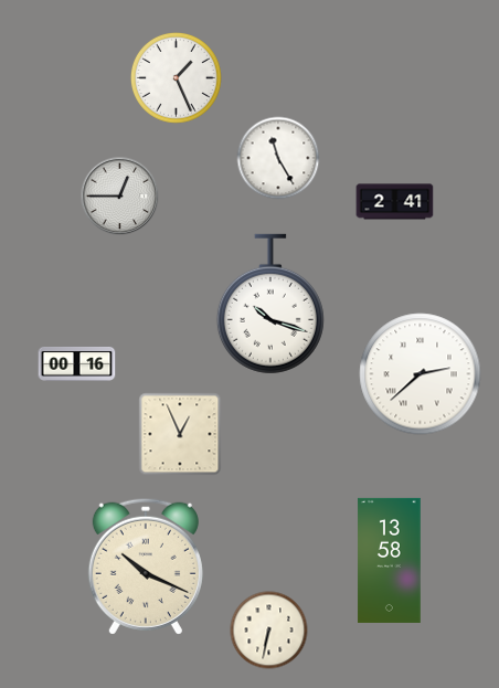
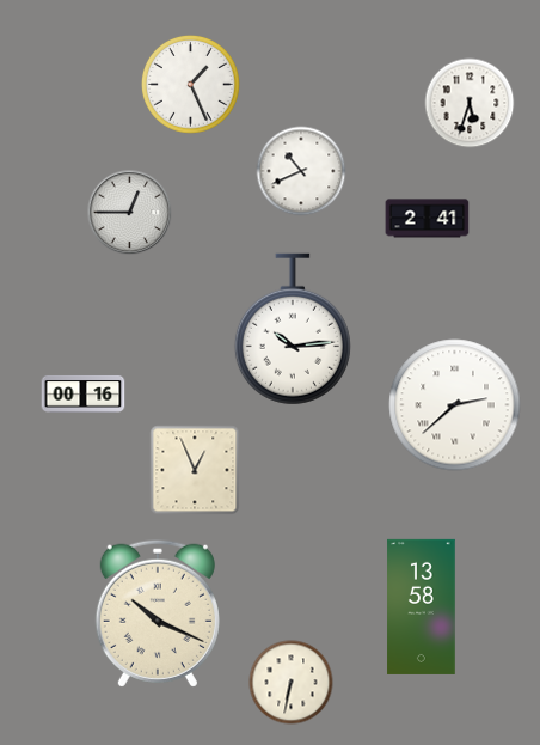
clock at (470, 103): none -> 5:33
clock at (278, 158): 11:25 -> 10:41
clock at (270, 304): 10:18 -> 10:14
